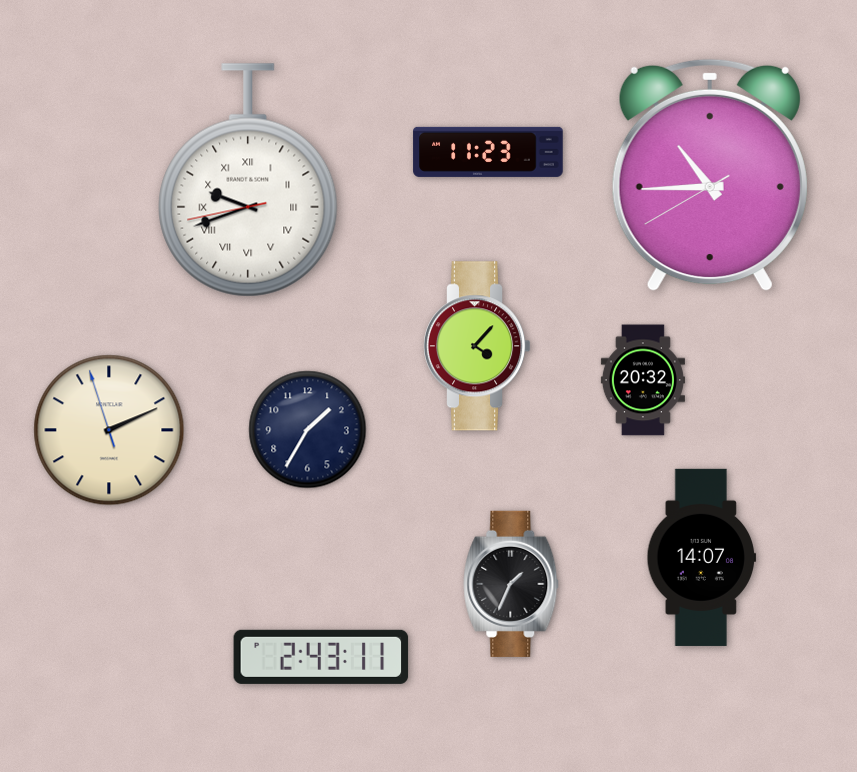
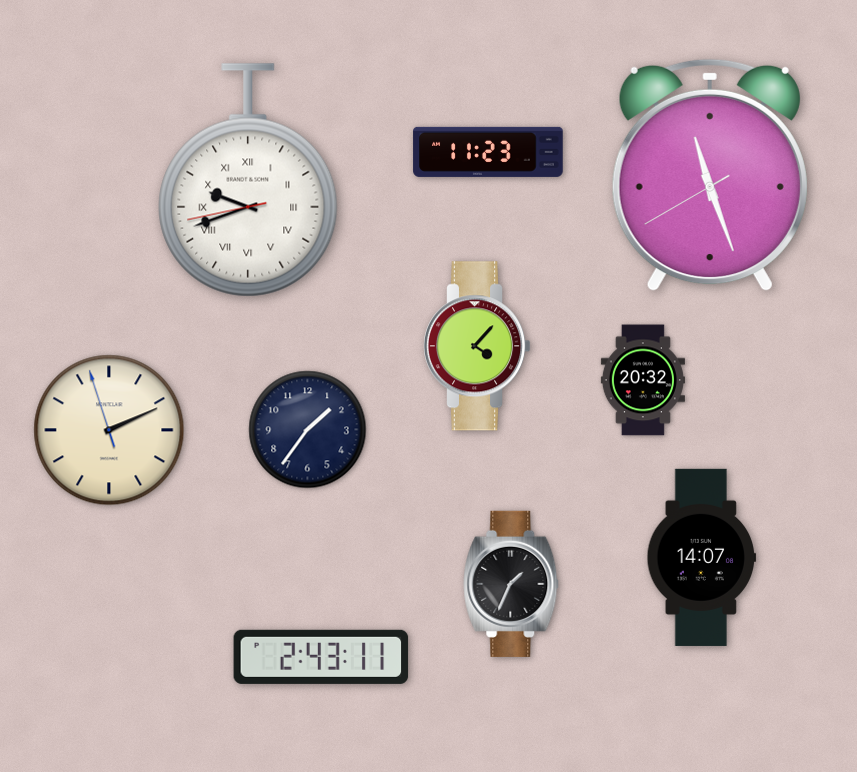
clock at (710, 175): 10:44 -> 11:26
clock at (308, 430): 1:35 -> 1:36
